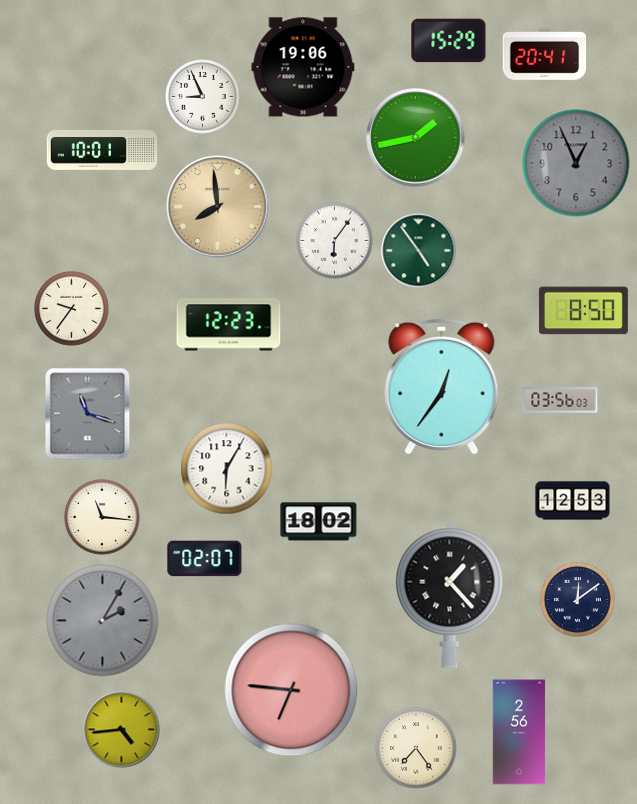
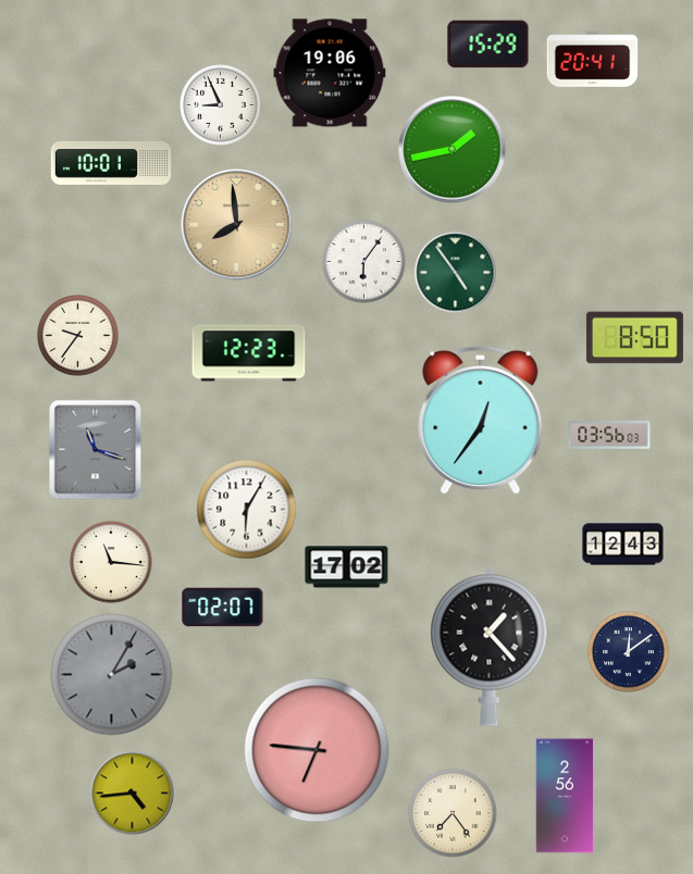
clock at (576, 163): 12:56 -> none
clock at (573, 501): 12:53 -> 12:43
clock at (319, 522): 18:02 -> 17:02
